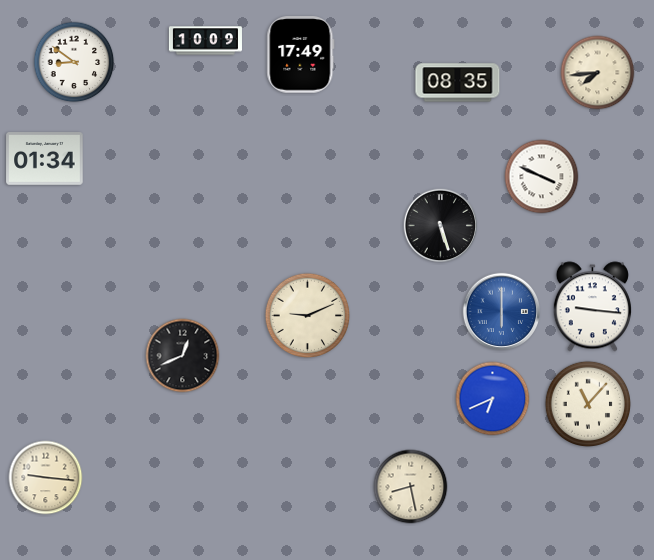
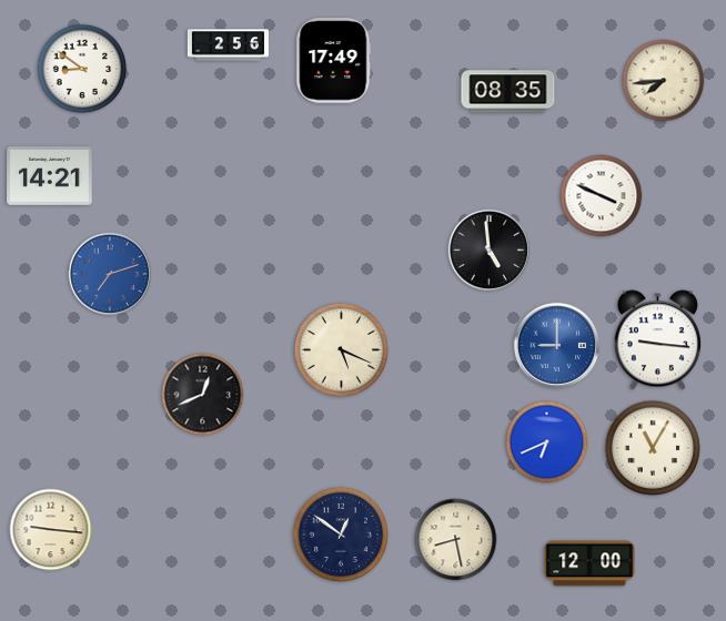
clock at (205, 41): 10:09 -> 2:56
clock at (45, 159): 01:34 -> 14:21
clock at (441, 226): 5:27 -> 4:59
clock at (110, 274): none -> 7:12
clock at (502, 312): 6:00 -> 9:00
clock at (308, 316): 9:11 -> 5:19
clock at (588, 404): 11:07 -> 11:05
clock at (341, 535): none -> 12:51
clock at (589, 563): none -> 12:00
